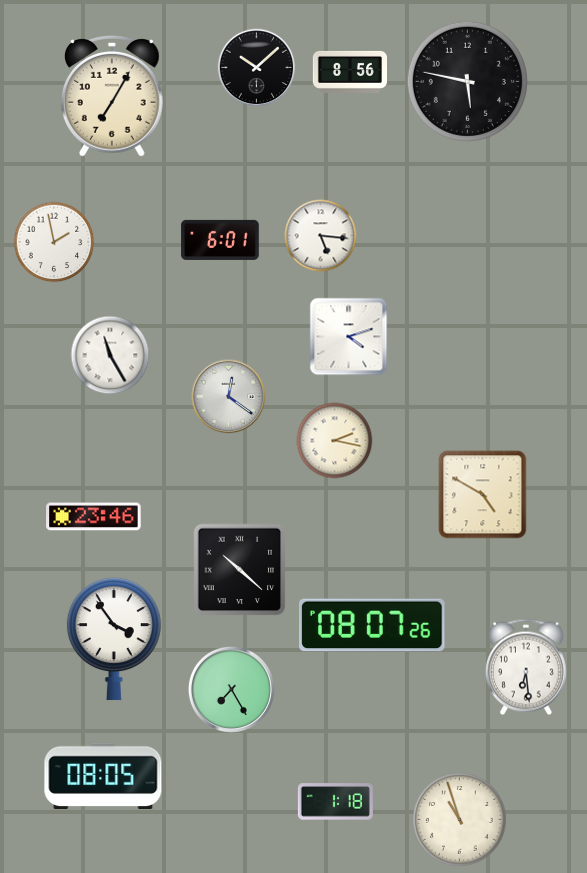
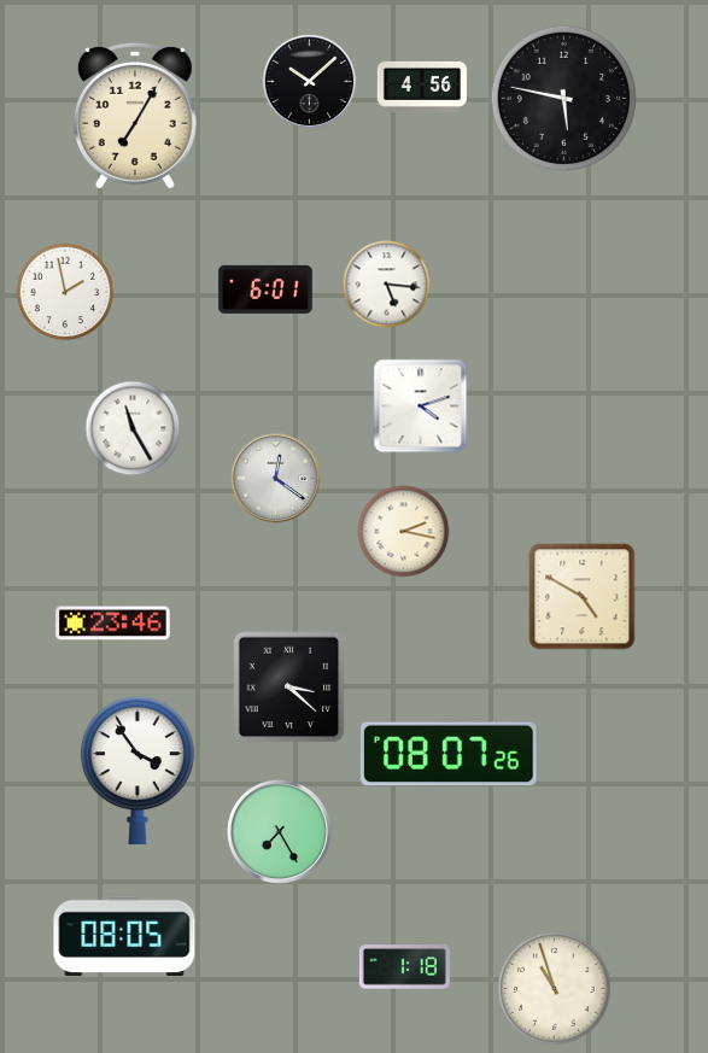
clock at (349, 72): 8:56 -> 4:56
clock at (240, 570): 10:22 -> 3:22
clock at (526, 667): 6:29 -> none
